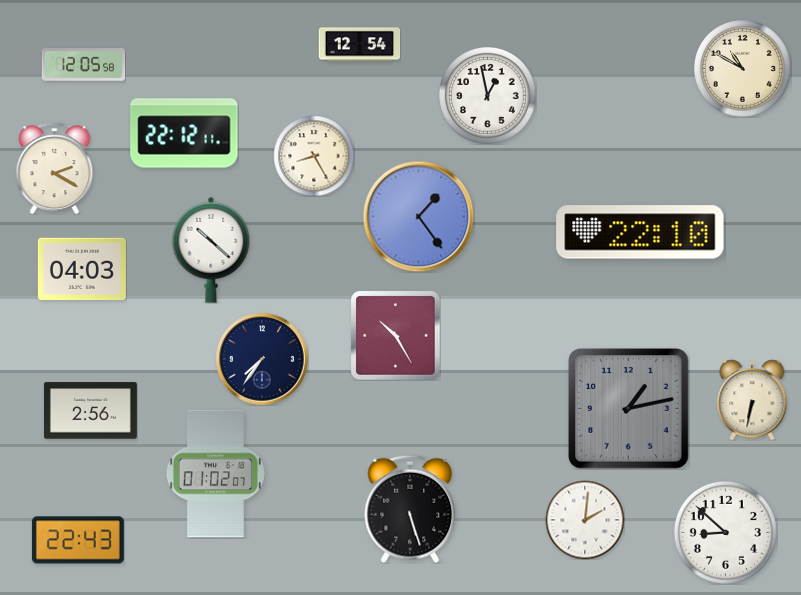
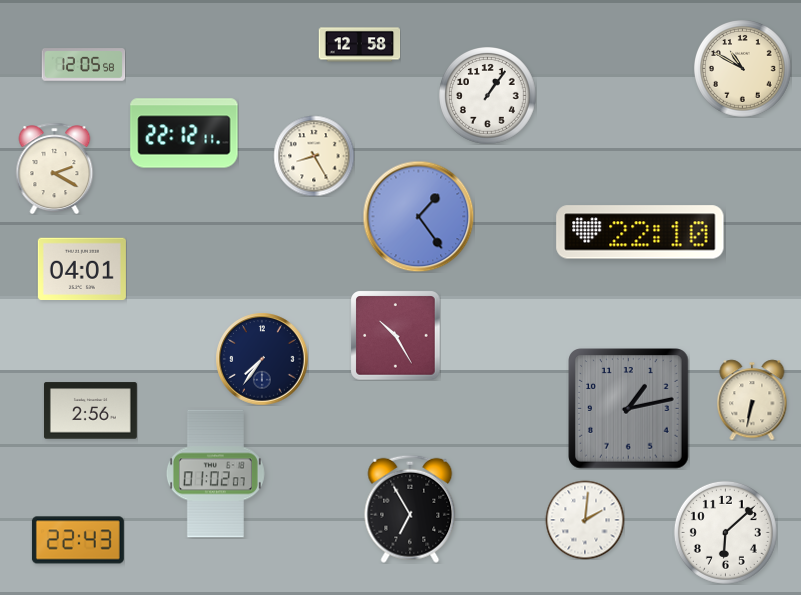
clock at (359, 45): 12:54 -> 12:58
clock at (488, 96): 12:58 -> 1:06
clock at (211, 250): 10:22 -> none
clock at (82, 269): 04:03 -> 04:01
clock at (410, 509): 5:27 -> 6:55
clock at (725, 532): 8:52 -> 6:08
